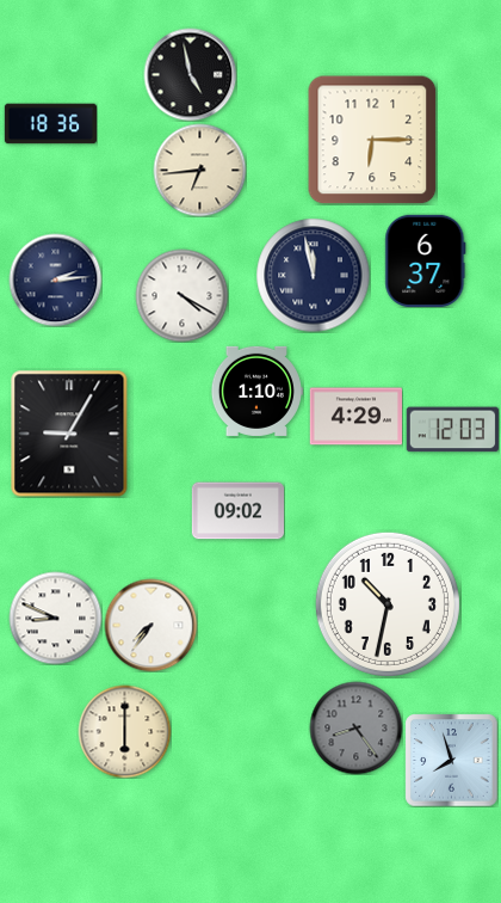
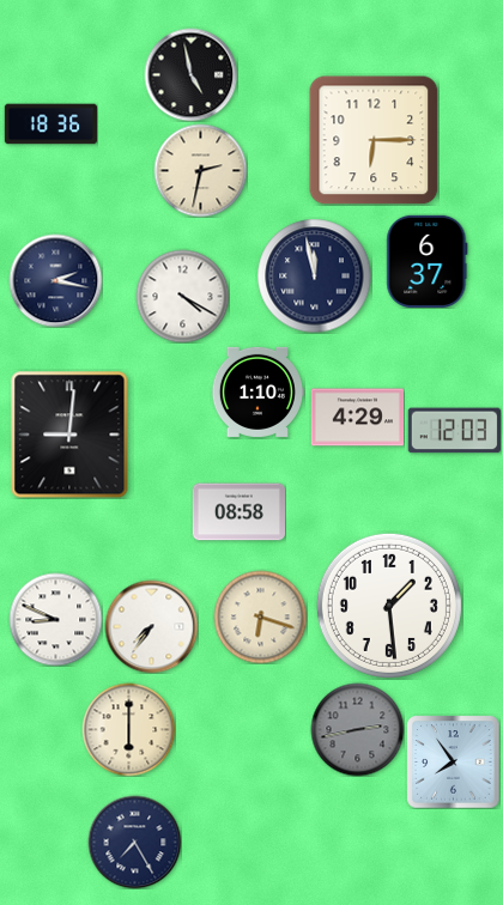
clock at (199, 170): 6:44 -> 2:32
clock at (55, 279): 2:14 -> 2:17
clock at (69, 434): 9:05 -> 9:01
clock at (237, 511): 09:02 -> 08:58
clock at (388, 604): 10:32 -> 1:29
clock at (260, 617): none -> 6:18
clock at (355, 727): 8:24 -> 2:43
clock at (124, 731) position: (124, 731) -> (128, 729)
clock at (451, 760): 7:57 -> 7:54
clock at (134, 842): none -> 7:25
